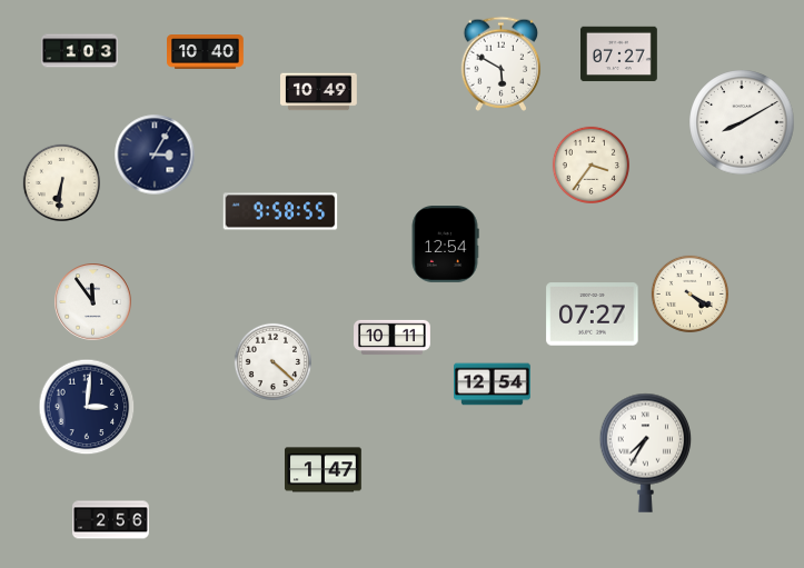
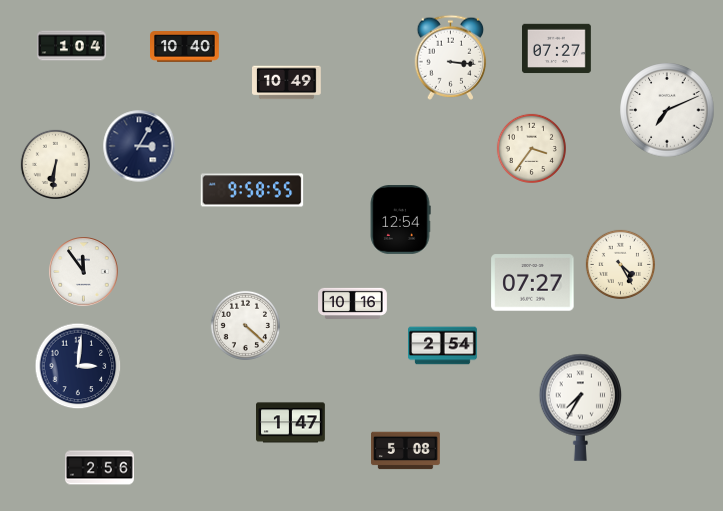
clock at (80, 51): 1:03 -> 1:04
clock at (502, 63): 5:50 -> 3:16
clock at (742, 122): 8:10 -> 7:11
clock at (155, 155) position: (155, 155) -> (139, 146)
clock at (689, 293): 4:20 -> 4:25
clock at (393, 338): 10:11 -> 10:16
clock at (493, 385): 12:54 -> 2:54
clock at (406, 451): none -> 5:08
